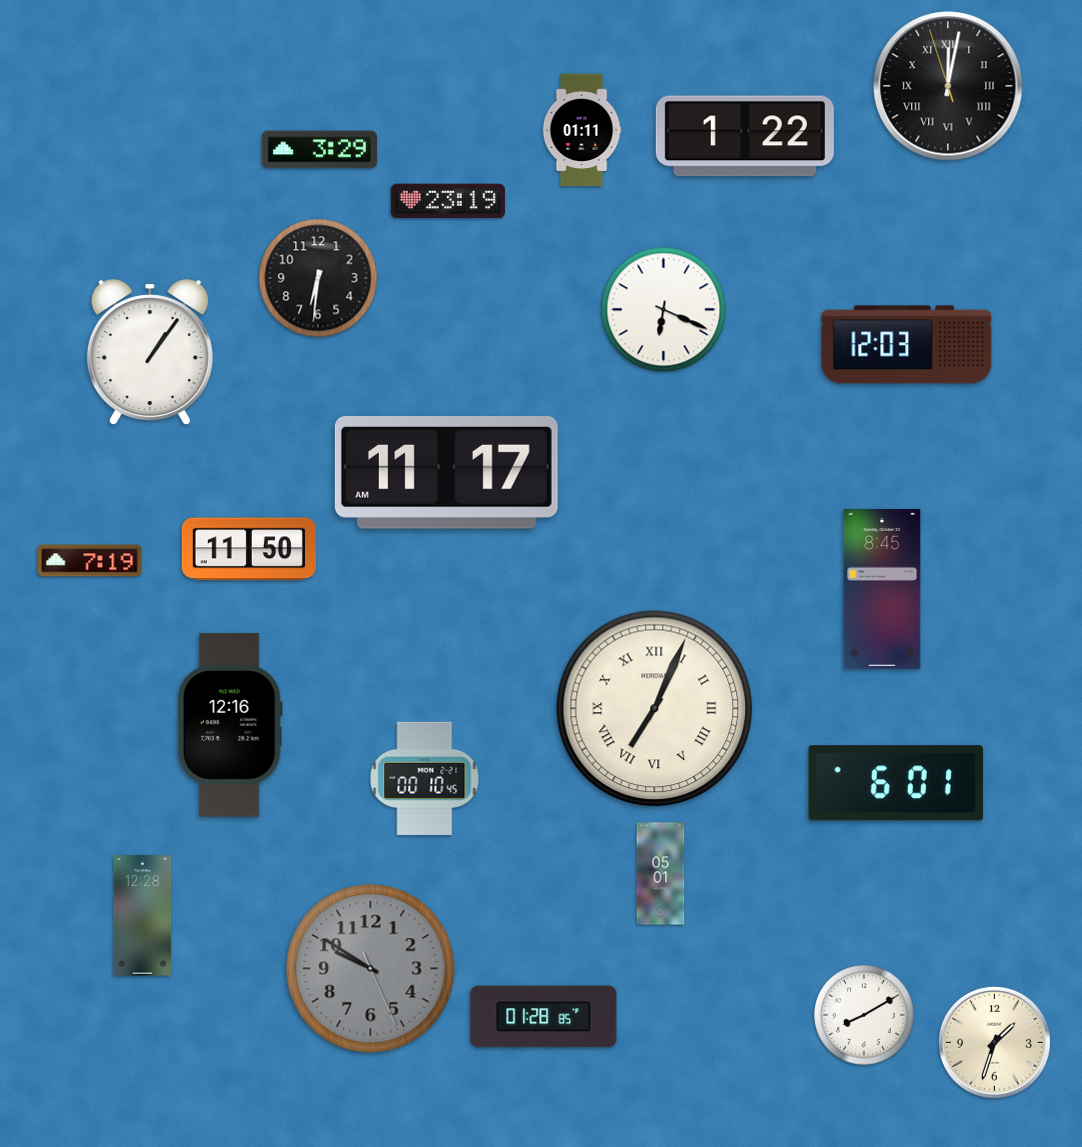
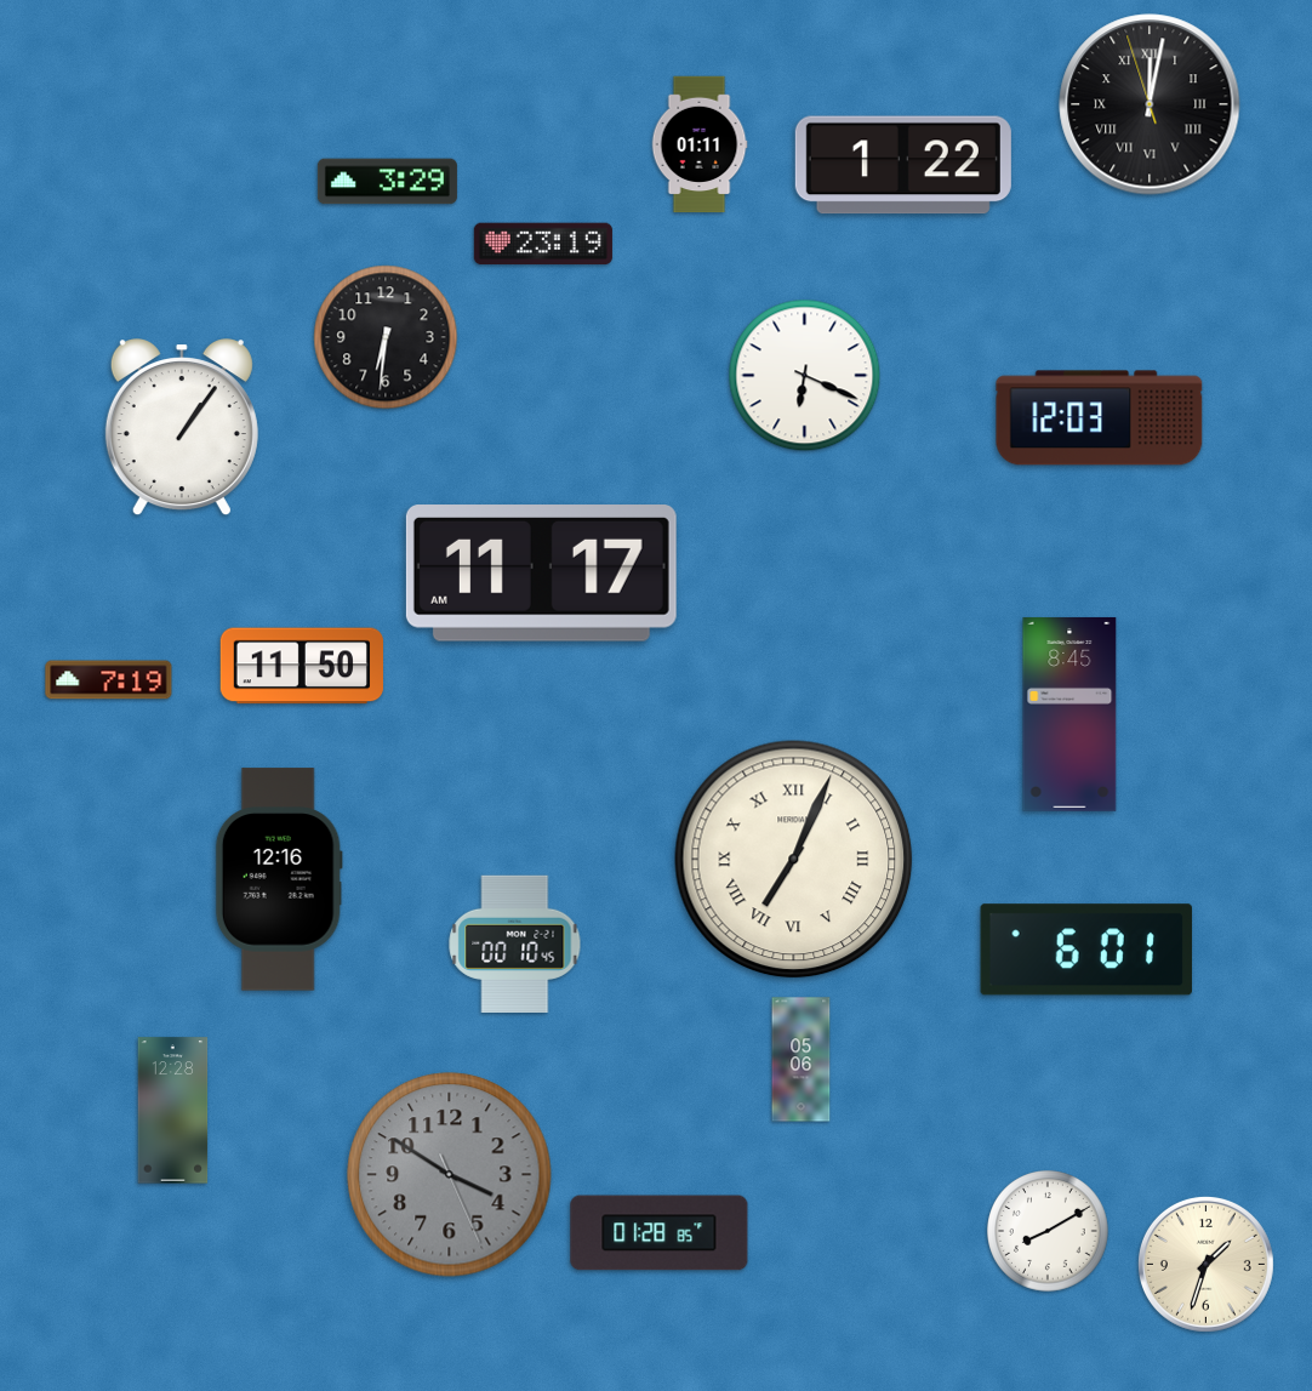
clock at (582, 130) position: (582, 130) -> (700, 144)
clock at (661, 874): 05:01 -> 05:06
clock at (371, 969): 9:50 -> 3:50
